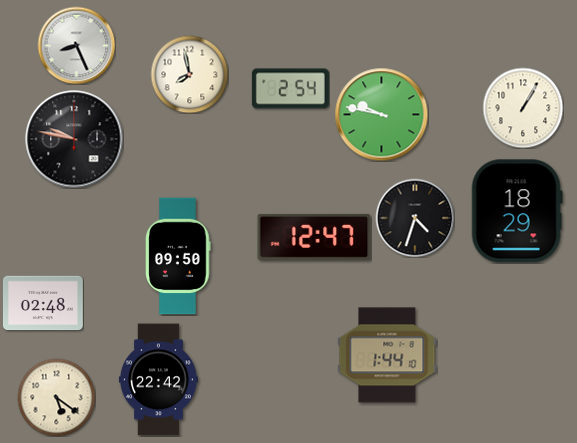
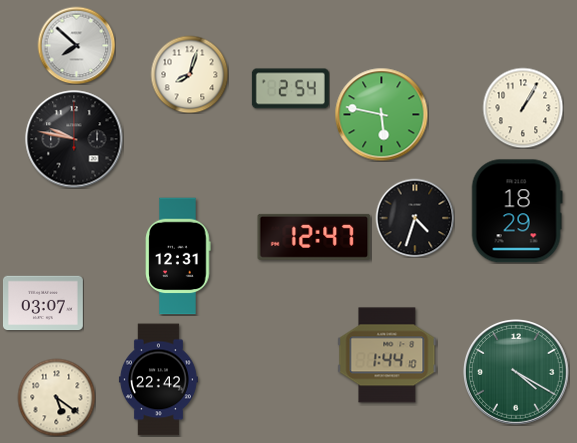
clock at (76, 45): 8:26 -> 7:52
clock at (189, 74): 7:58 -> 8:03
clock at (381, 114): 9:47 -> 5:47
clock at (178, 256): 09:50 -> 12:31
clock at (43, 303): 02:48 -> 03:07
clock at (517, 373): none -> 4:20
